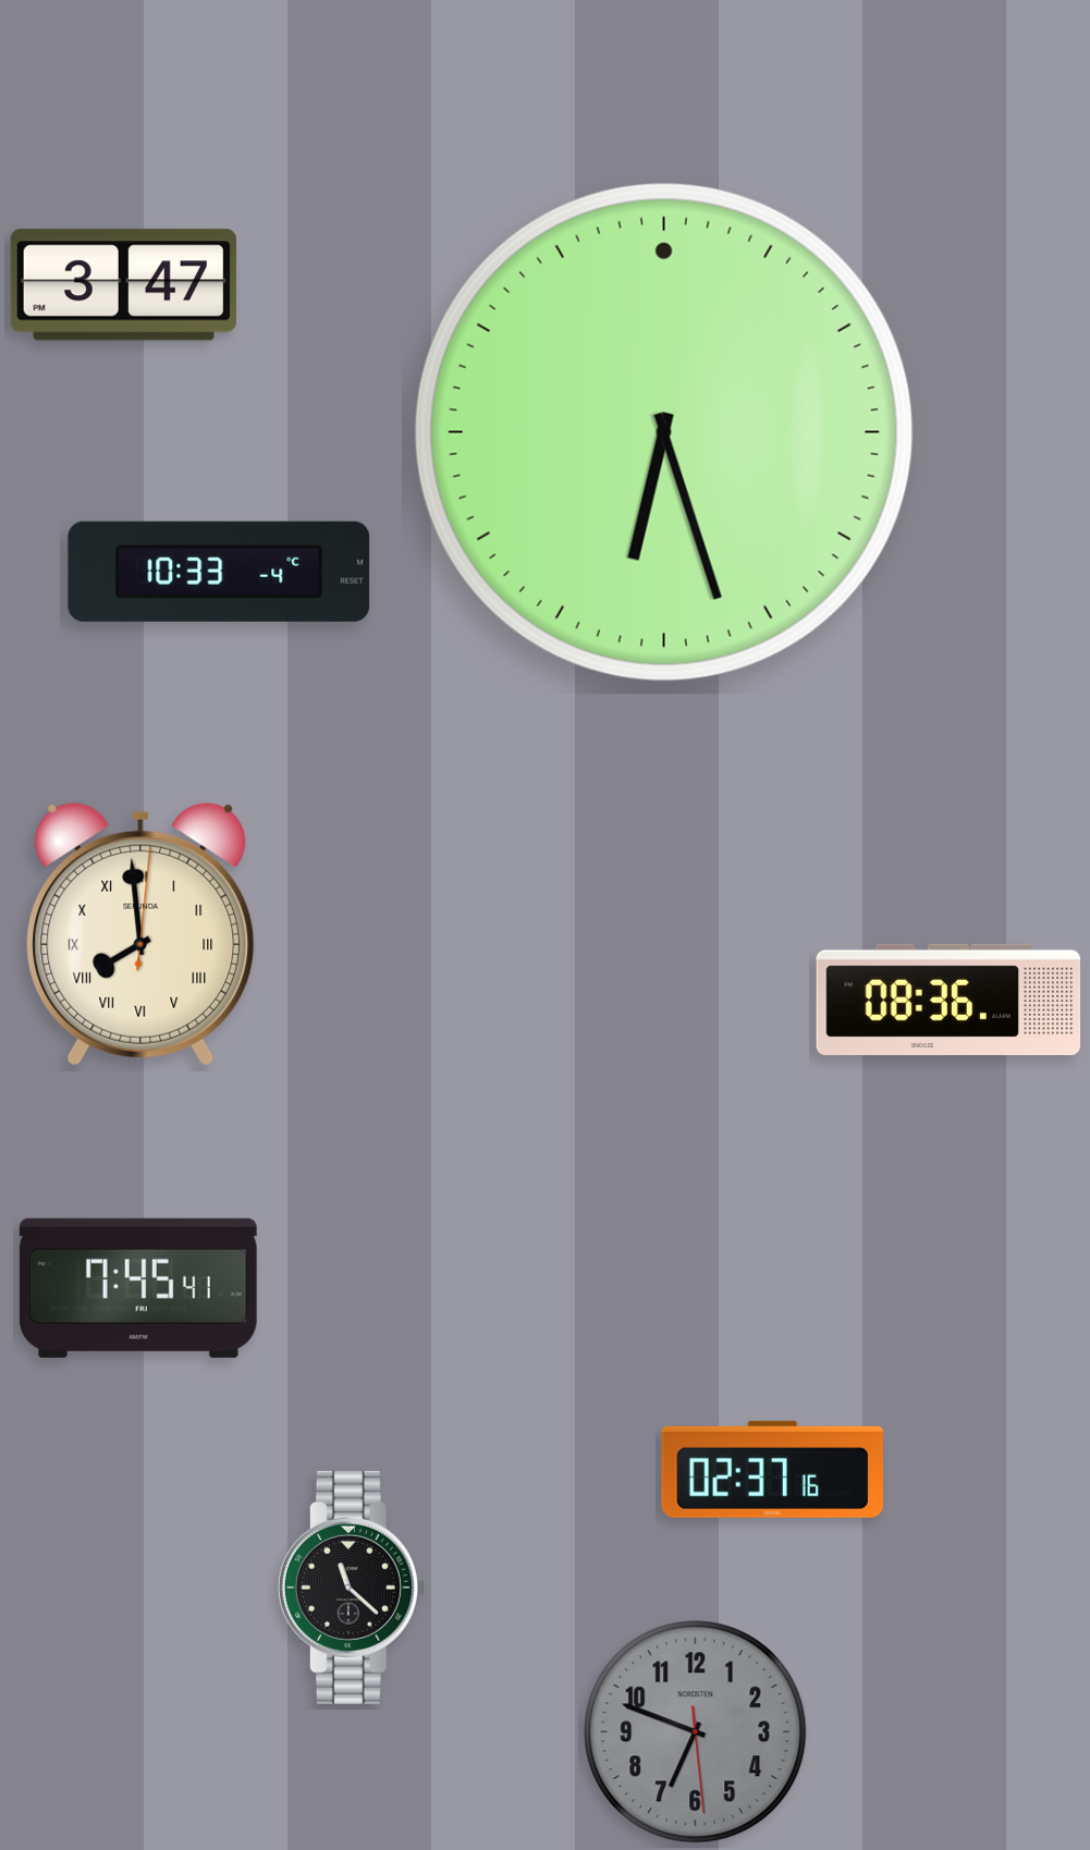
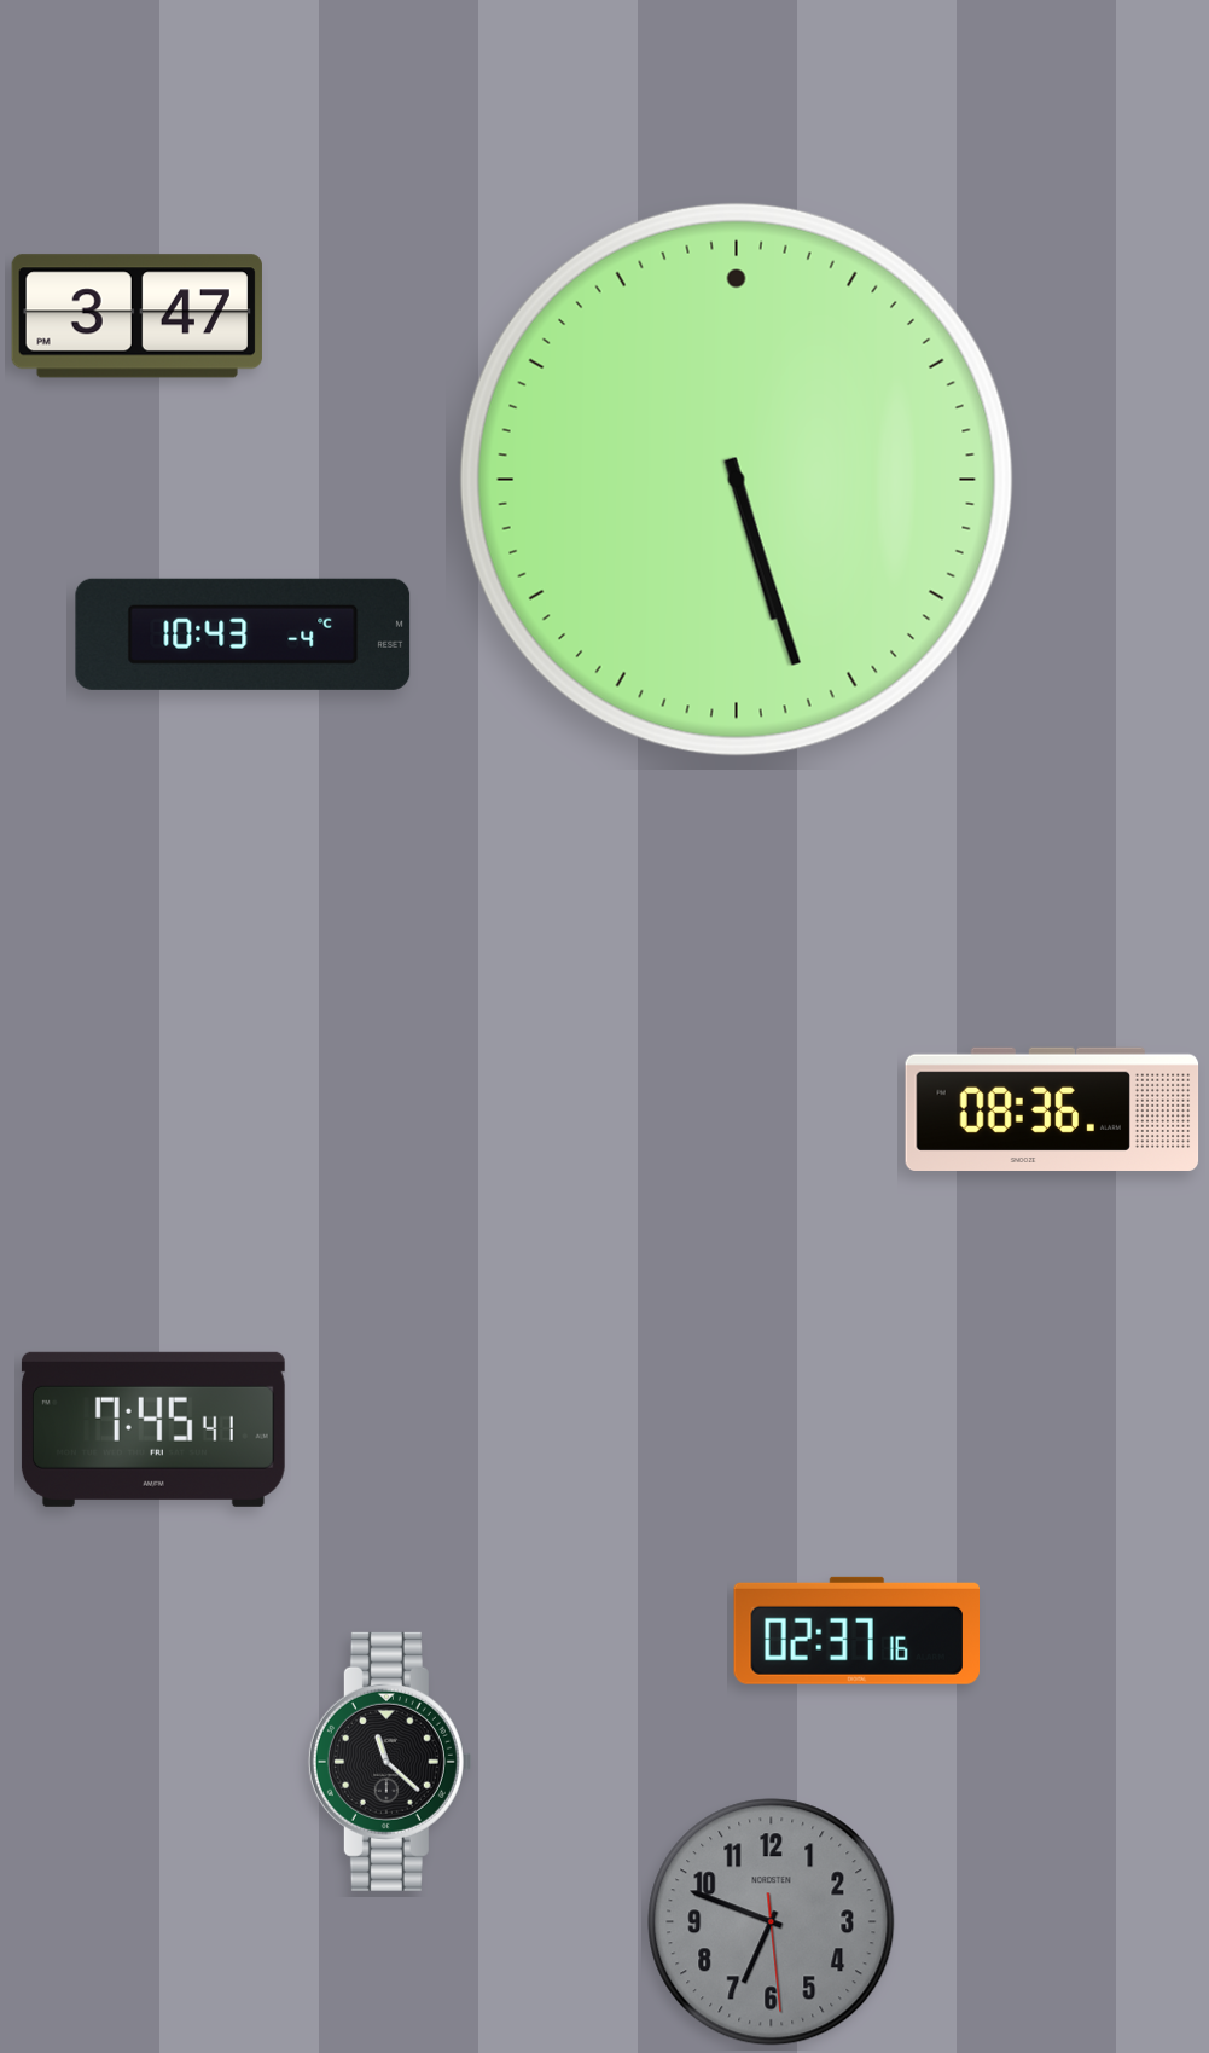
clock at (664, 432): 6:27 -> 5:27
clock at (219, 572): 10:33 -> 10:43
clock at (140, 934): 7:59 -> none
